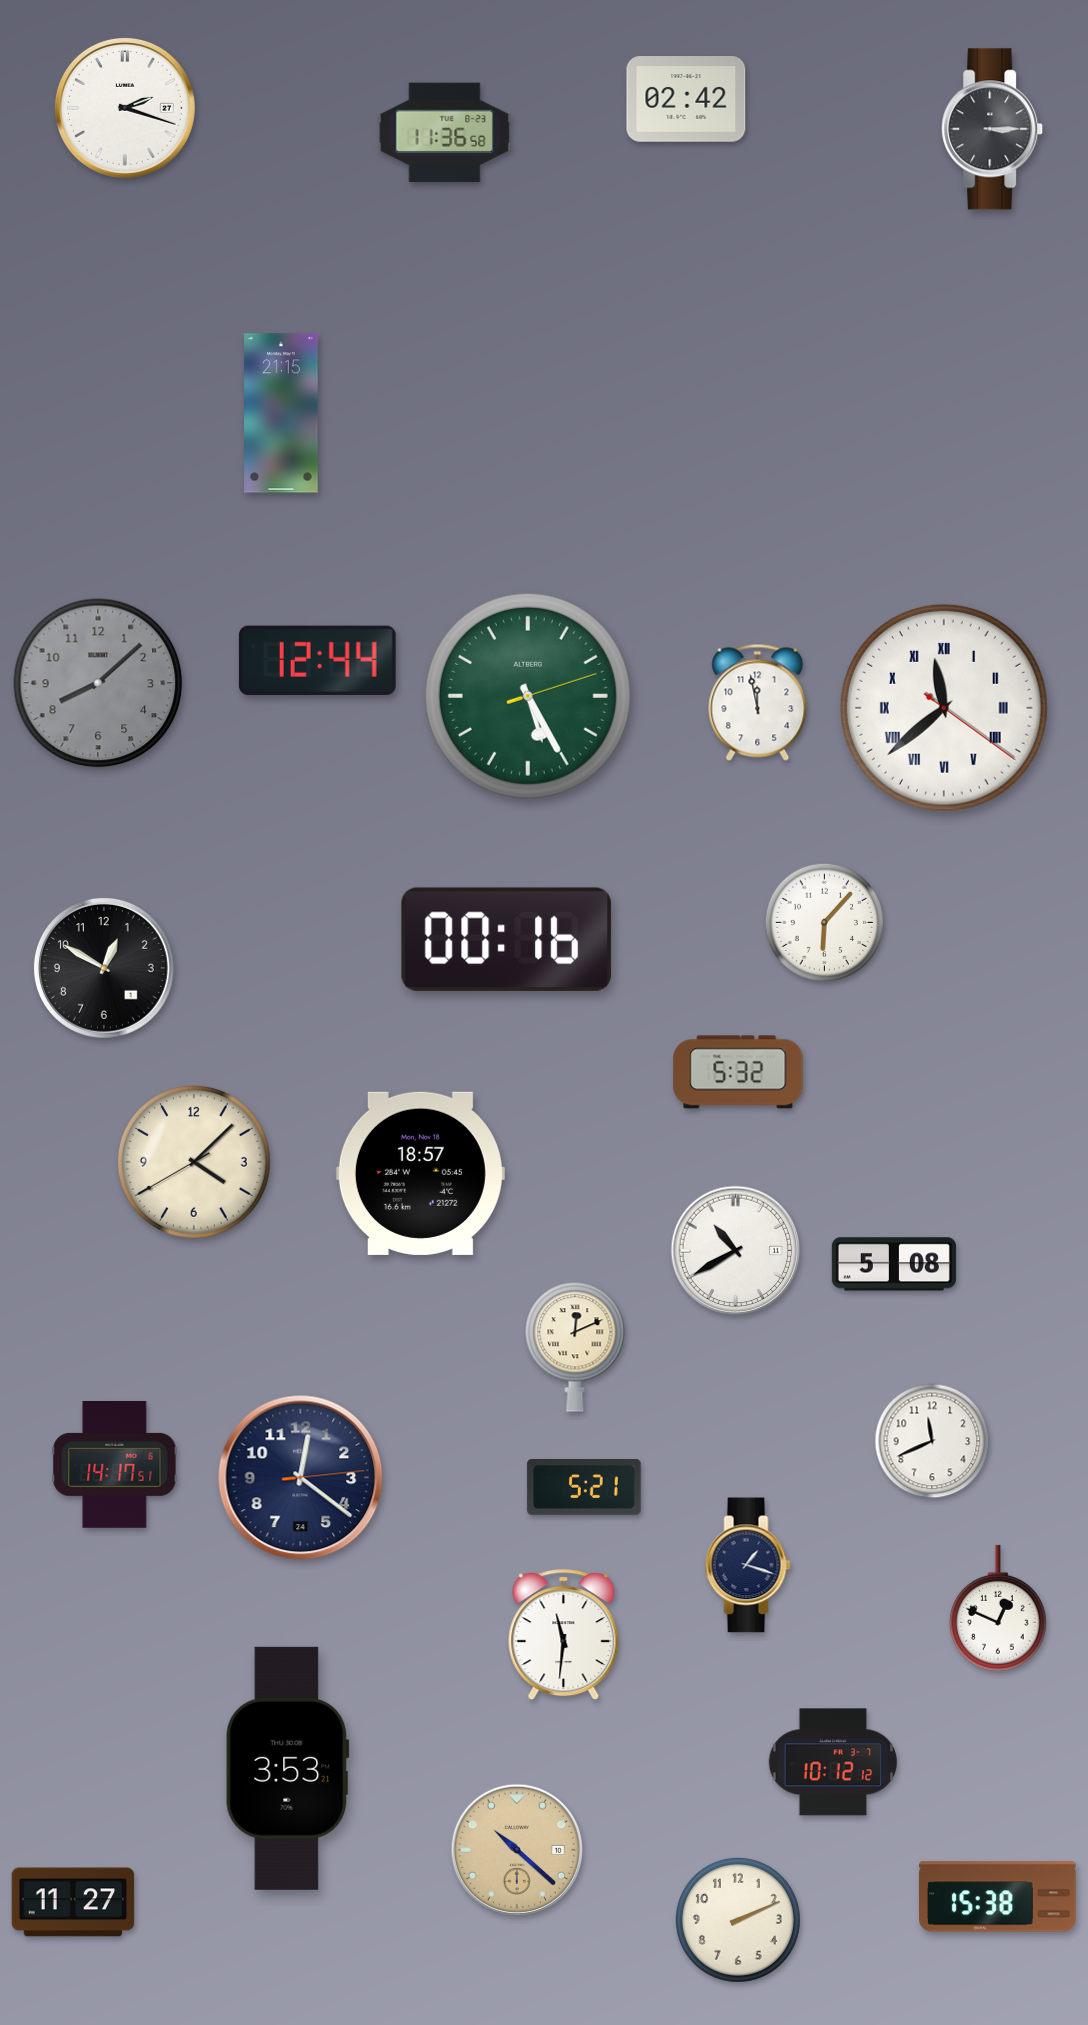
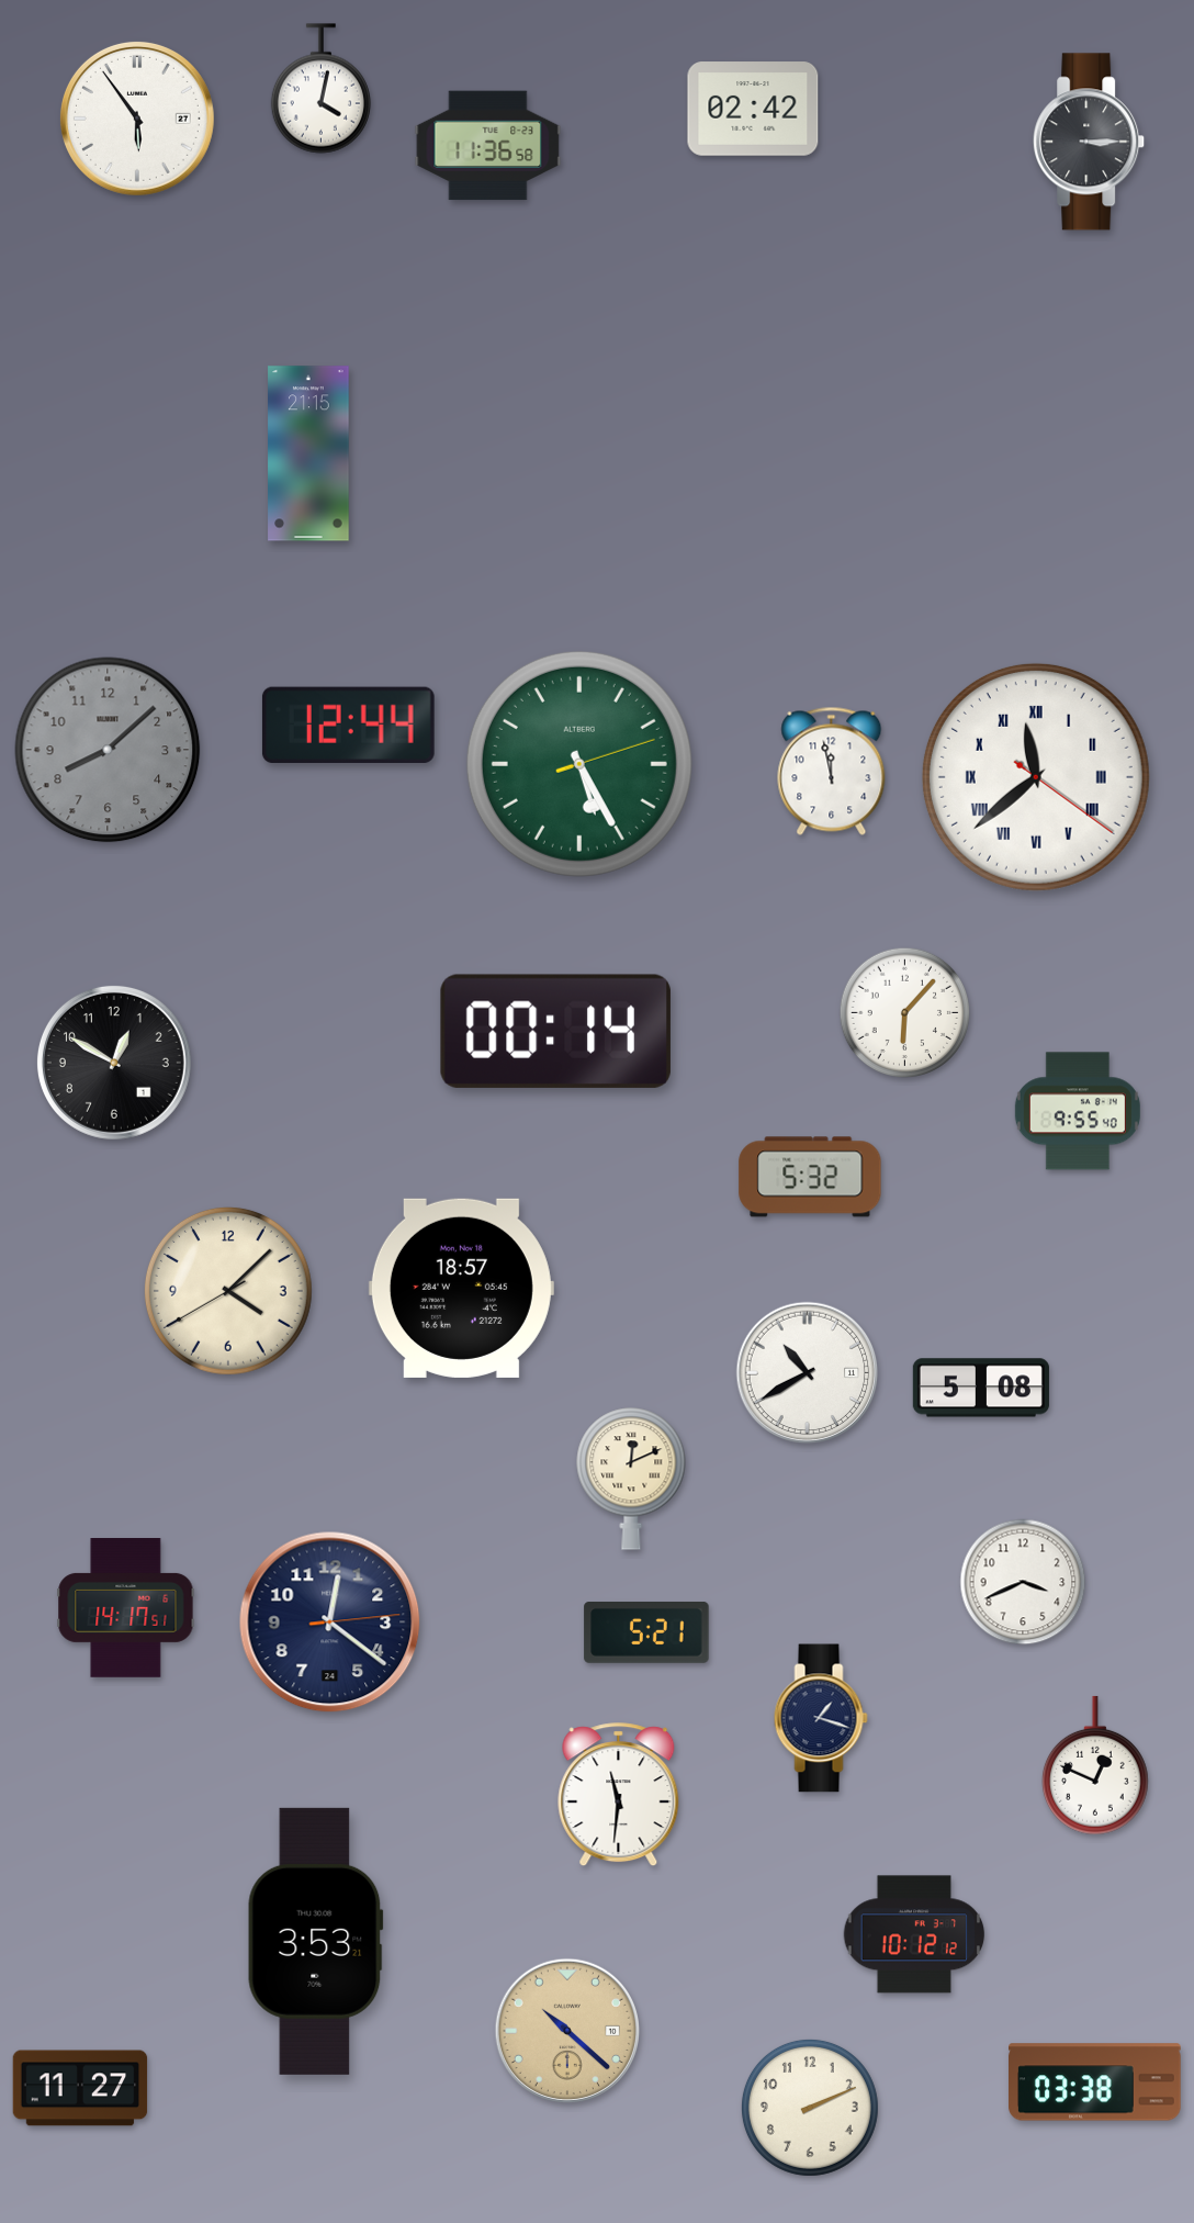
clock at (320, 89): none -> 4:02
clock at (125, 108): 2:18 -> 5:54
clock at (506, 939): 00:16 -> 00:14
clock at (1078, 1111): none -> 9:55
clock at (194, 1162) position: (194, 1162) -> (228, 1291)
clock at (932, 1441): 11:41 -> 3:41
clock at (584, 1488) position: (584, 1488) -> (646, 1633)
clock at (998, 1897): 15:38 -> 03:38
